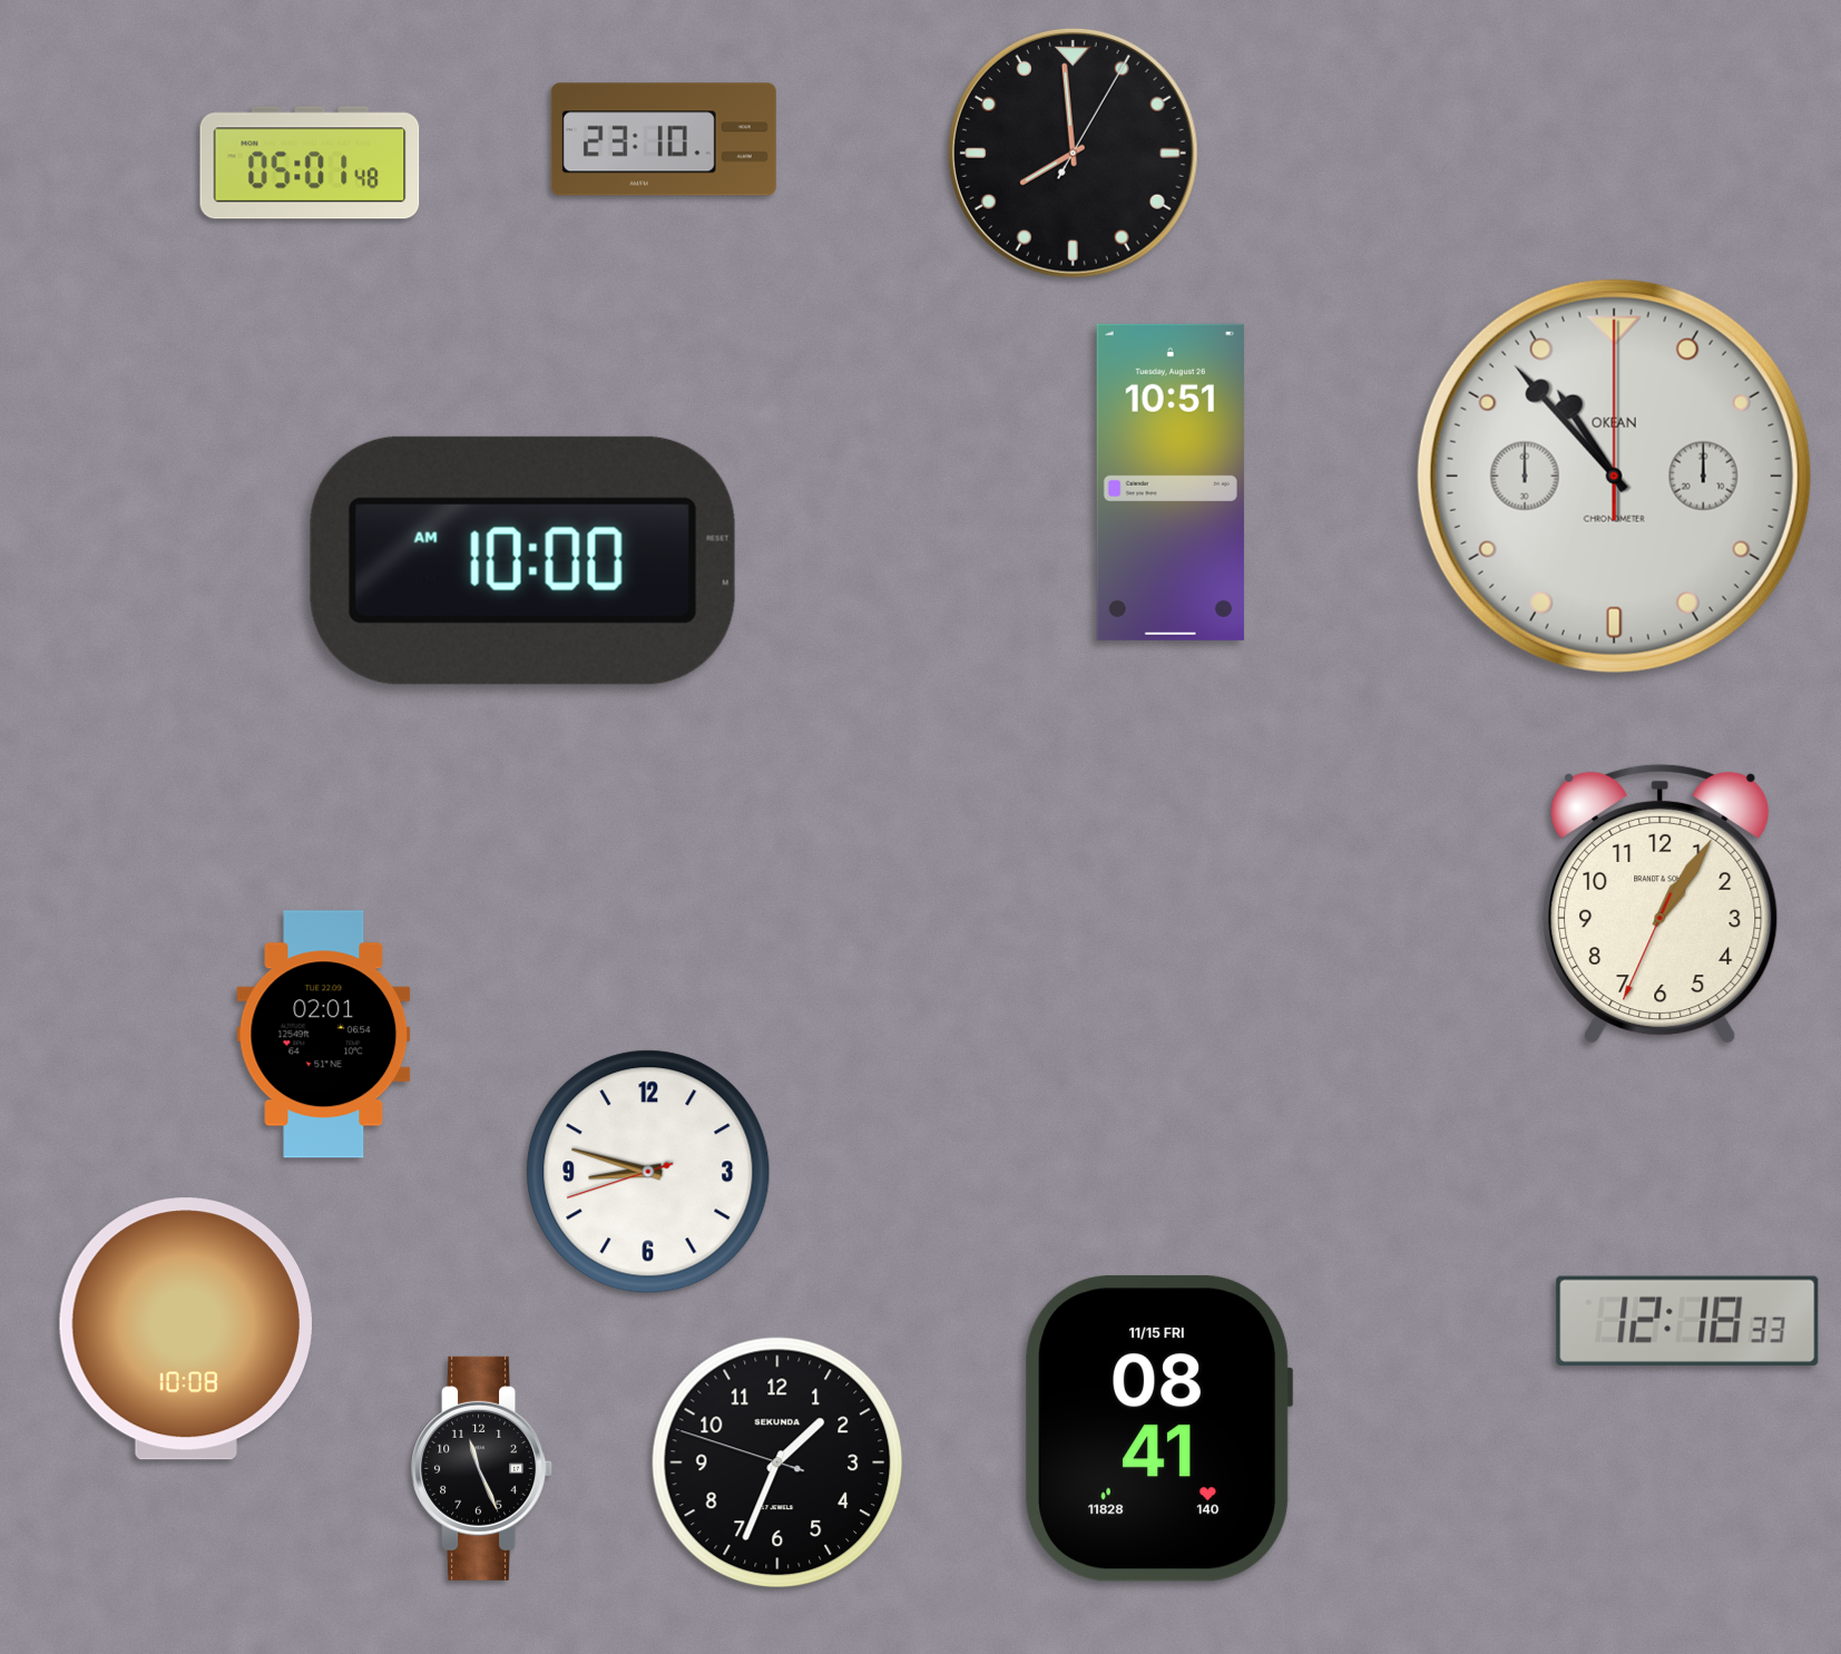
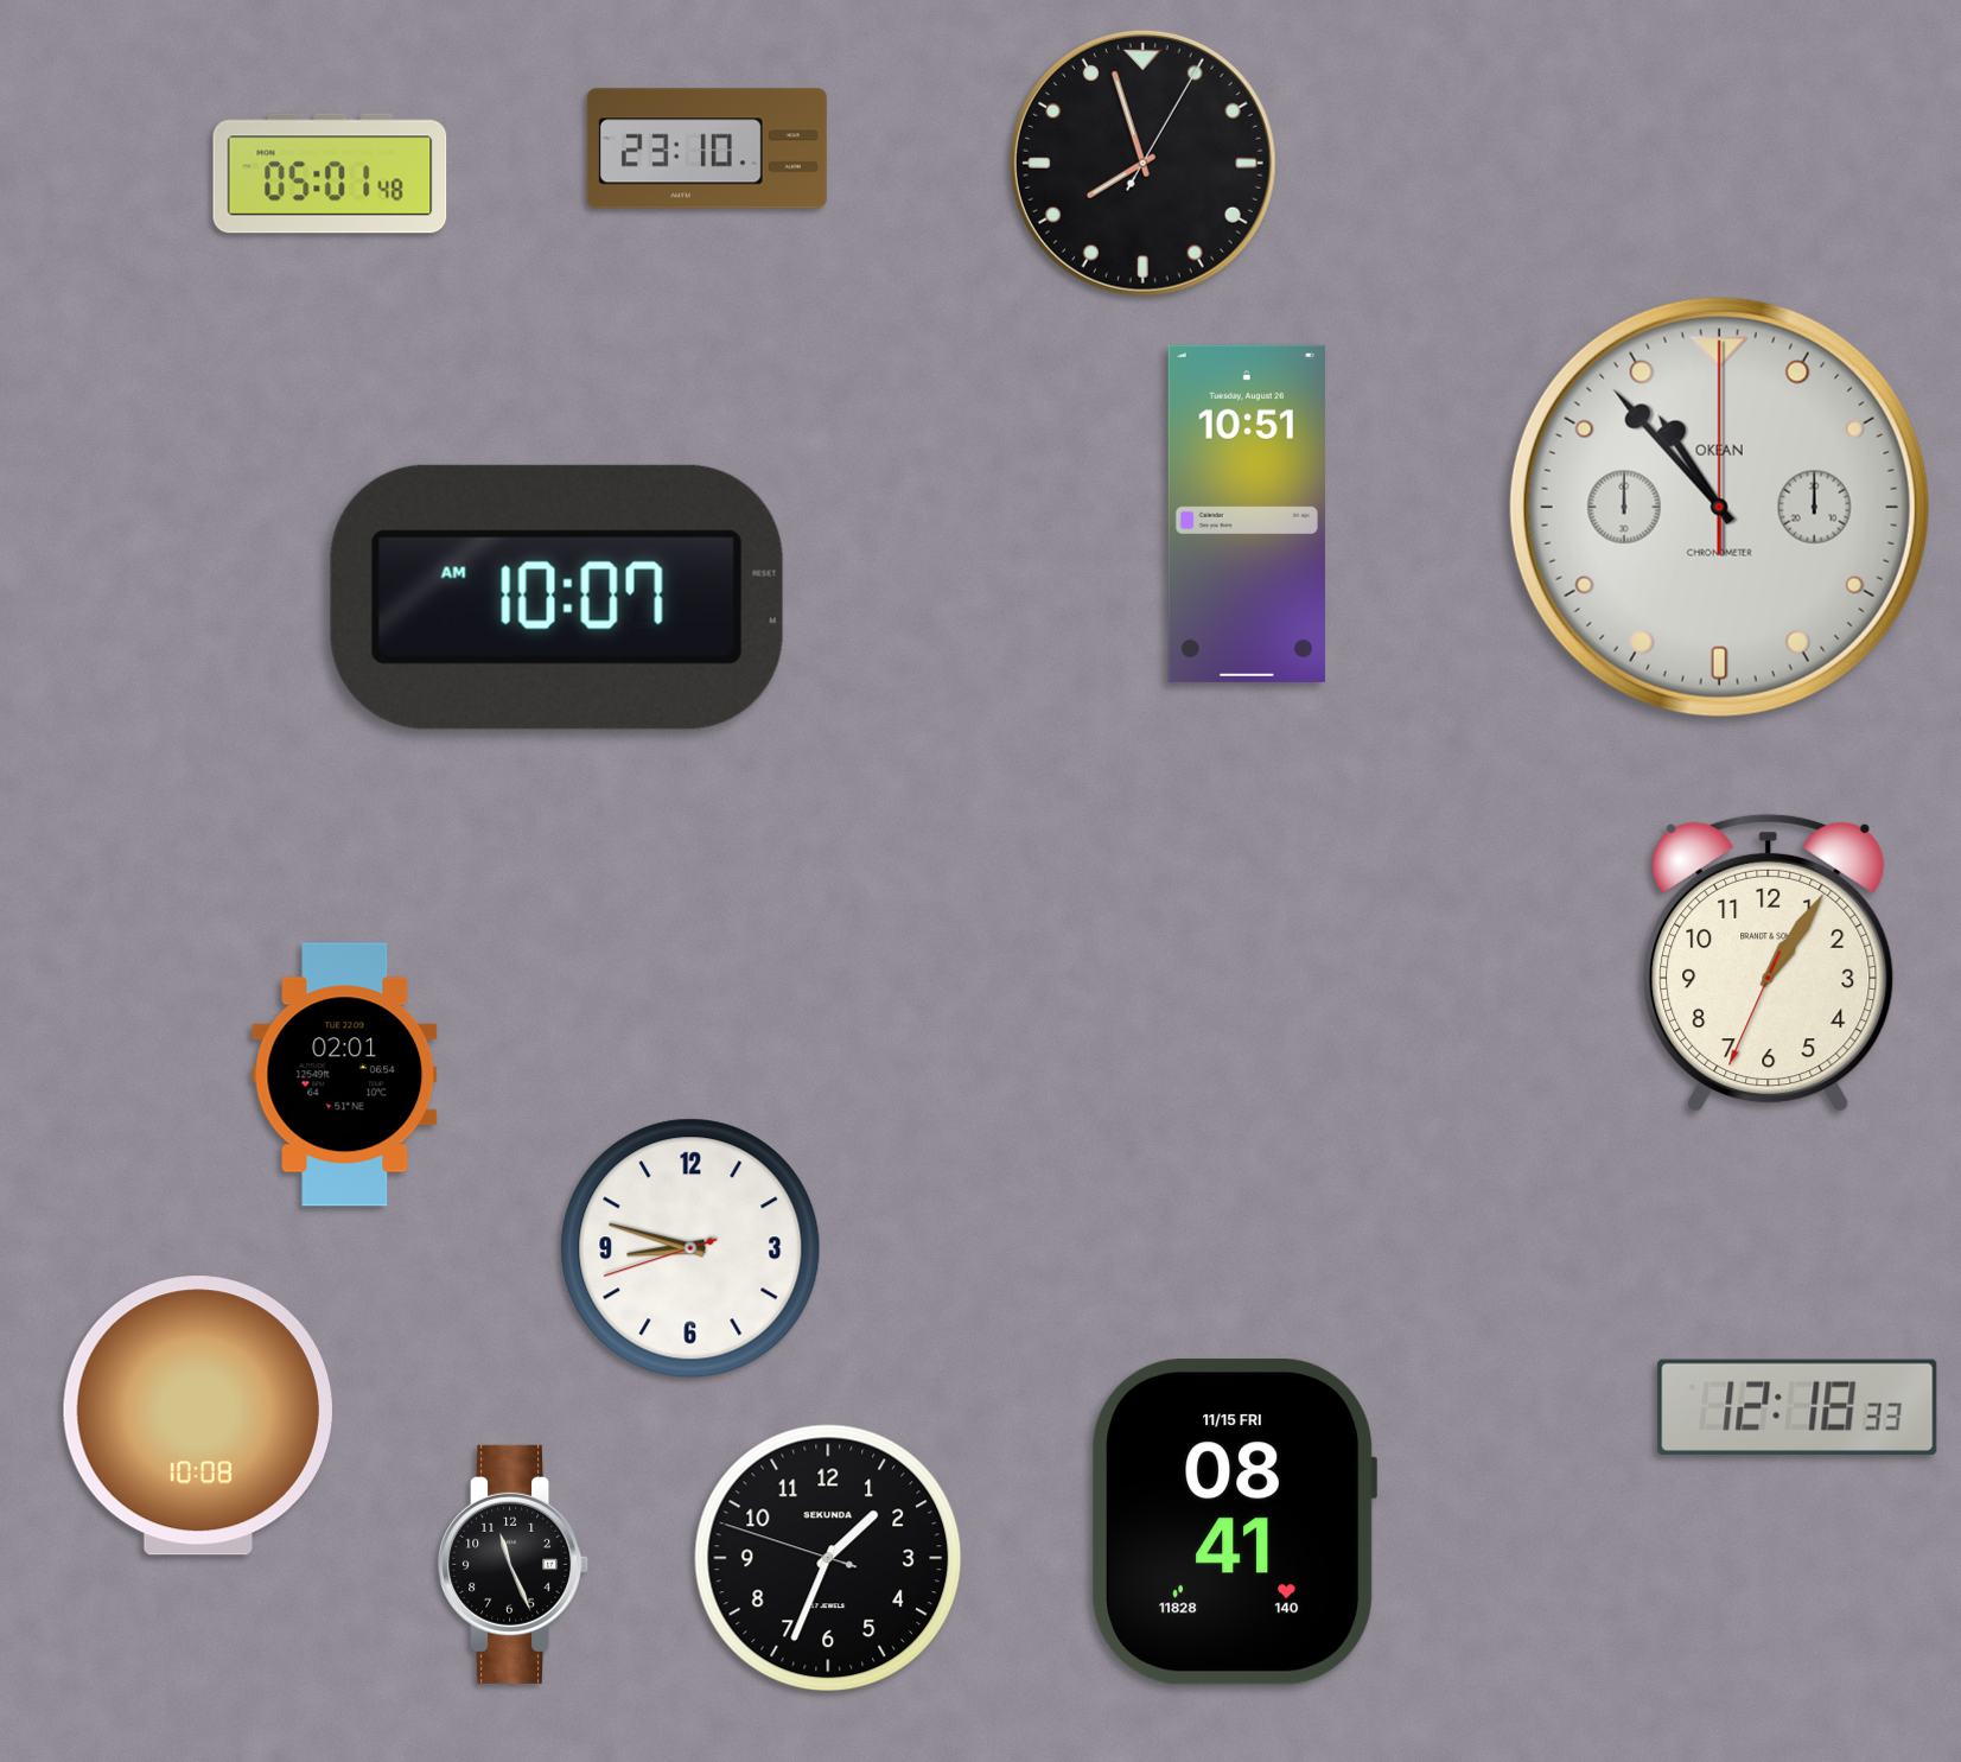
clock at (1073, 153): 7:59 -> 7:57
clock at (522, 560): 10:00 -> 10:07
clock at (324, 1035) position: (324, 1035) -> (345, 1075)
